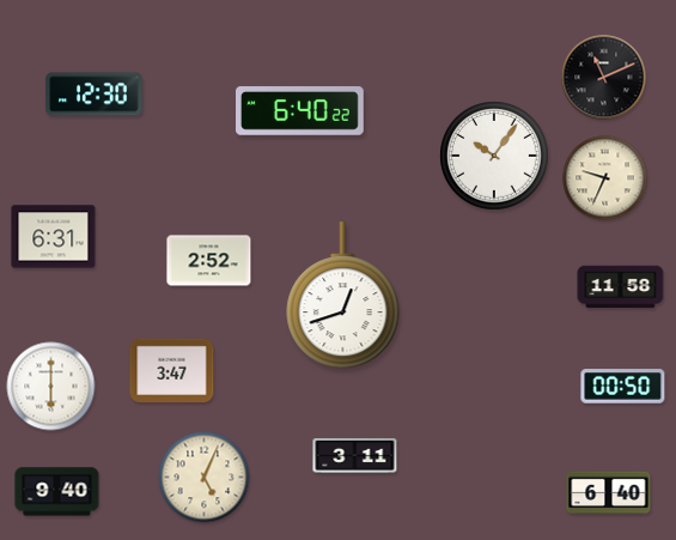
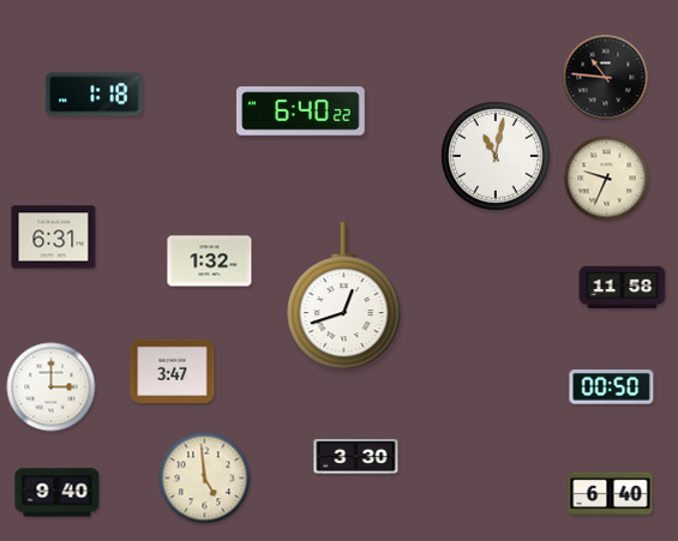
clock at (604, 78): 11:11 -> 10:46
clock at (95, 95): 12:30 -> 1:18
clock at (494, 156): 10:06 -> 11:02
clock at (209, 261): 2:52 -> 1:32
clock at (51, 387): 6:00 -> 3:00
clock at (623, 387) position: (623, 387) -> (612, 387)
clock at (355, 456): 3:11 -> 3:30
clock at (205, 478): 5:04 -> 4:59
